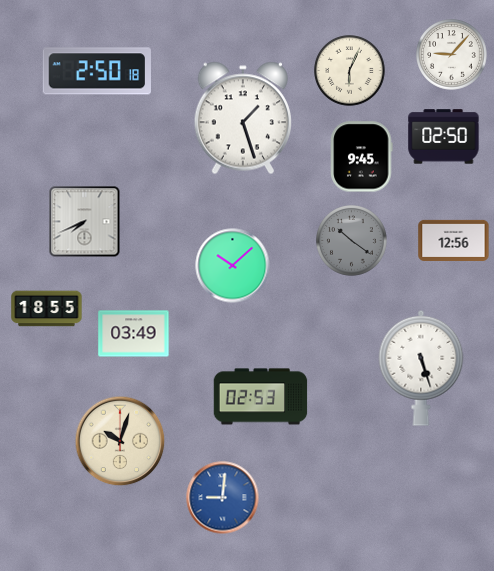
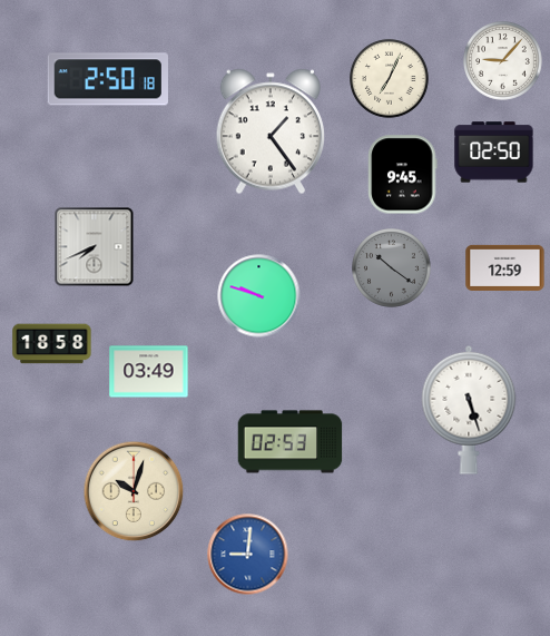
clock at (350, 71): 6:04 -> 7:04
clock at (242, 118): 1:27 -> 1:24
clock at (454, 240): 12:56 -> 12:59
clock at (233, 266): 10:08 -> 9:48
clock at (47, 309): 18:55 -> 18:58
